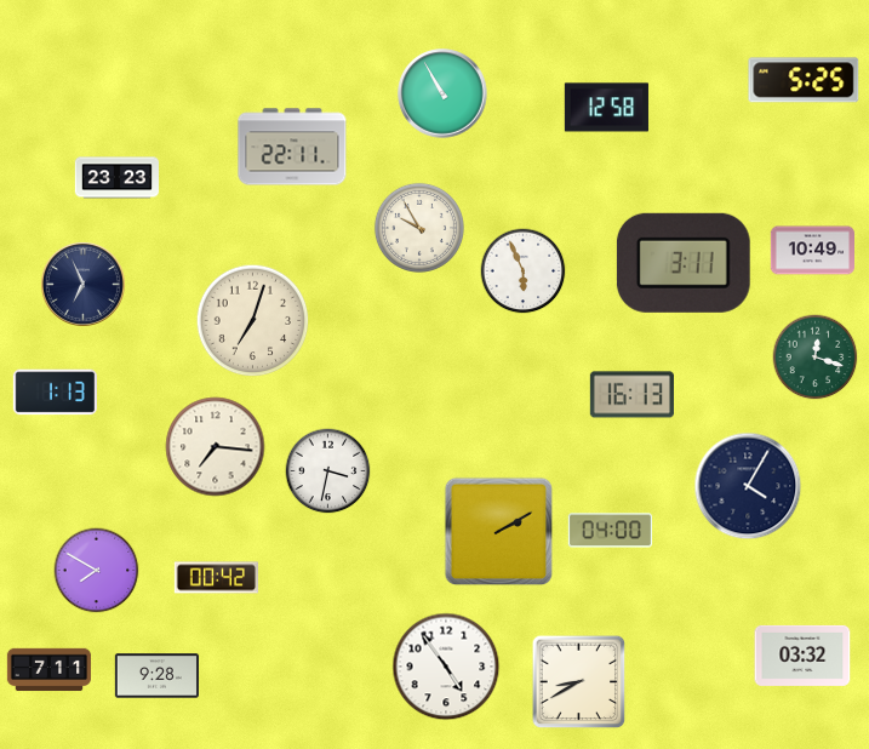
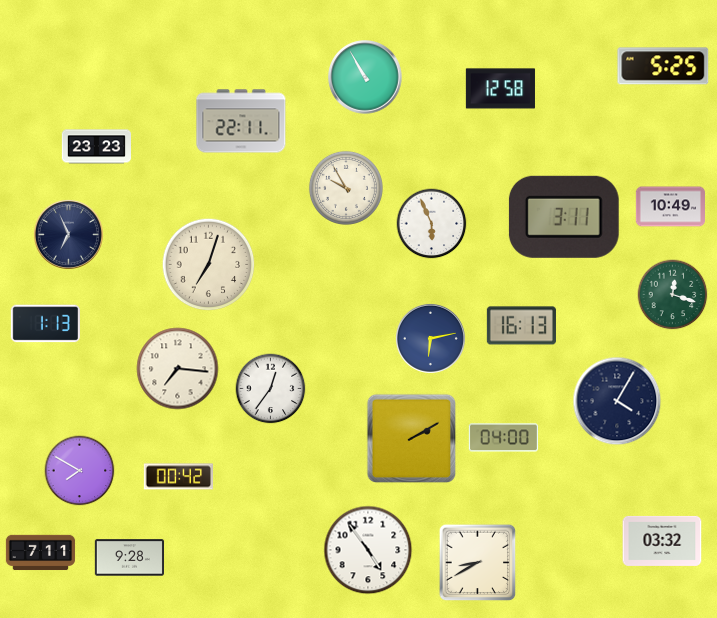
clock at (430, 338): none -> 6:13
clock at (328, 471): 3:32 -> 12:36
